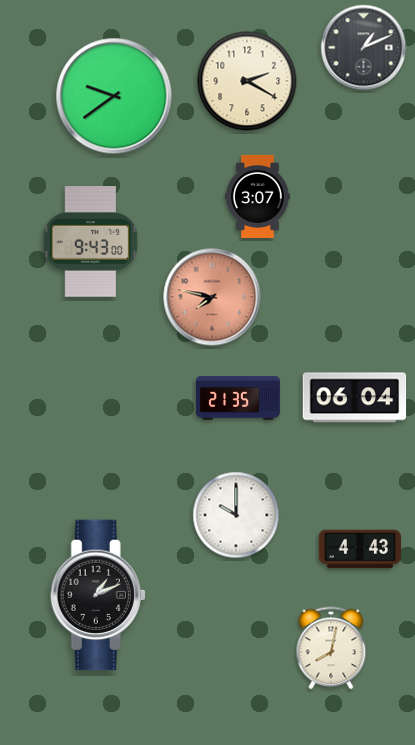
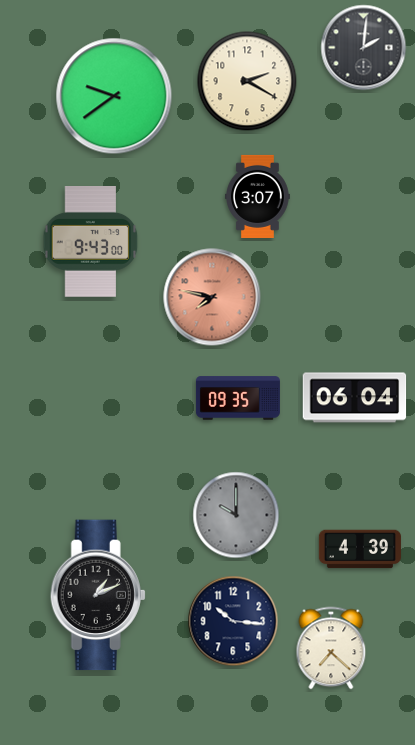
clock at (364, 48): 1:11 -> 2:01
clock at (238, 398): 21:35 -> 09:35
clock at (236, 515) dial: white -> grey
clock at (360, 549): 4:43 -> 4:39
clock at (233, 621): none -> 10:16
clock at (331, 648): 8:02 -> 7:22
